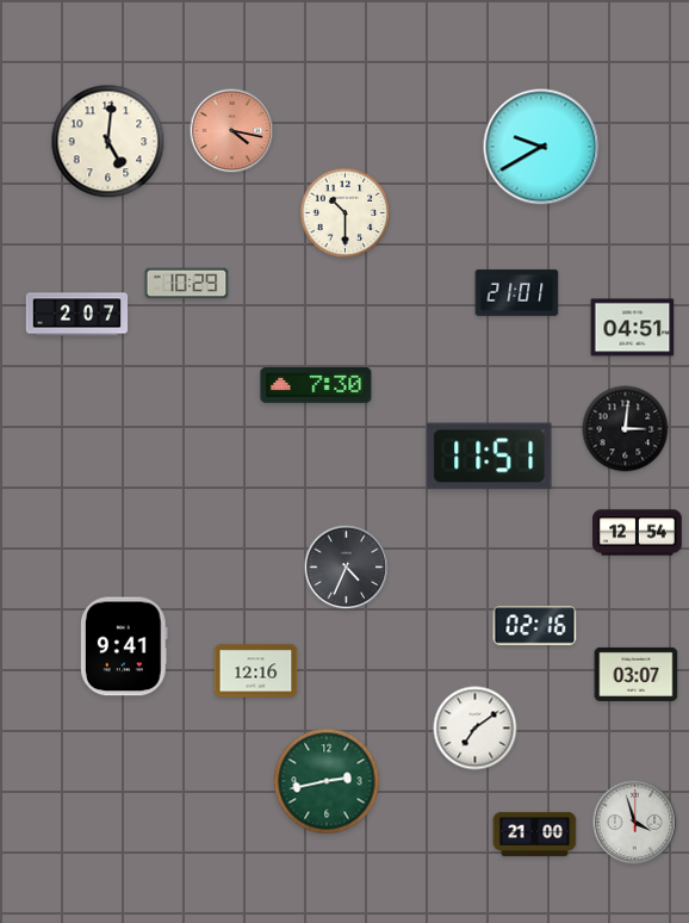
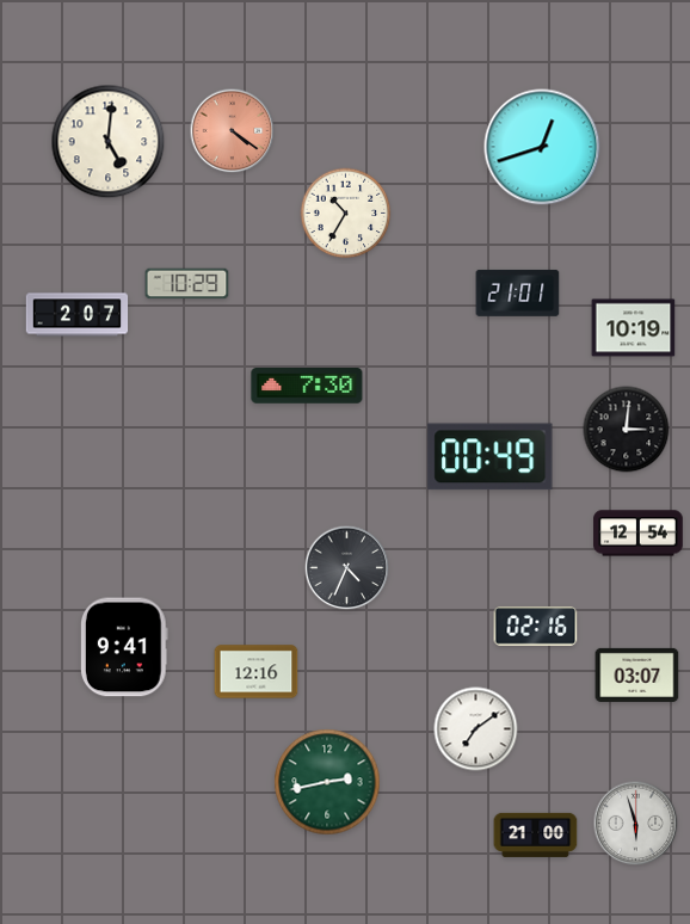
clock at (232, 131): 4:17 -> 4:21
clock at (541, 147): 9:40 -> 12:42
clock at (346, 213): 10:30 -> 10:35
clock at (633, 328): 04:51 -> 10:19
clock at (316, 386) position: (316, 386) -> (307, 387)
clock at (490, 457): 11:51 -> 00:49
clock at (635, 823): 3:57 -> 5:57
